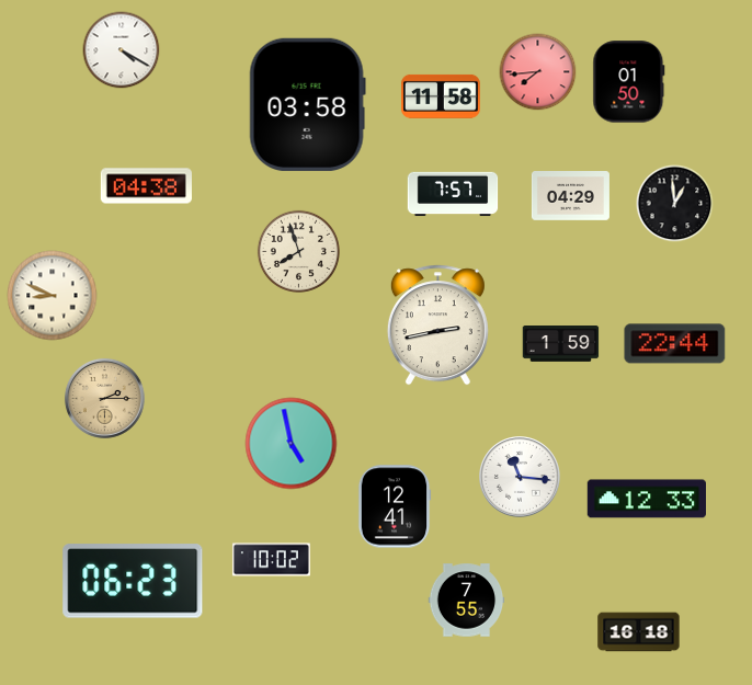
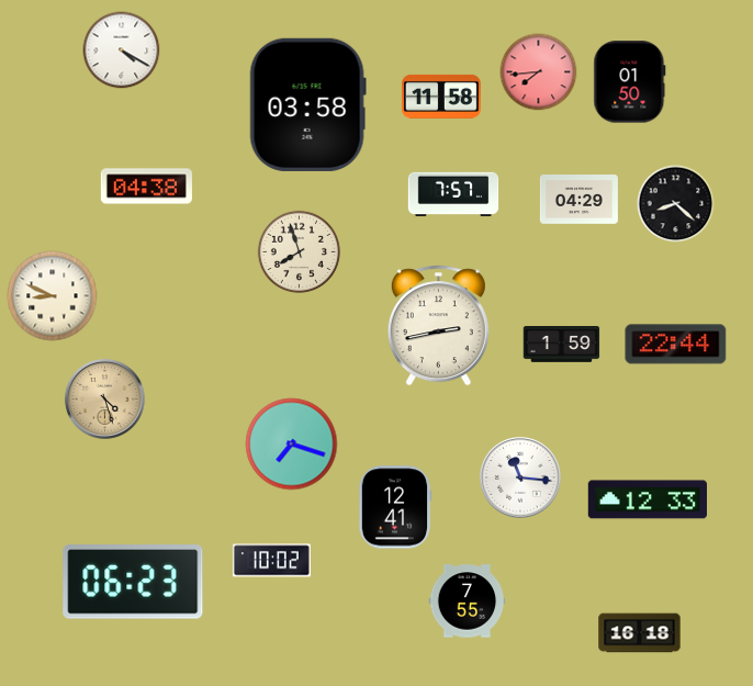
clock at (570, 196) position: (570, 196) -> (578, 200)
clock at (675, 204): 12:59 -> 8:22
clock at (104, 398): 2:15 -> 4:27
clock at (292, 444): 4:58 -> 7:18
